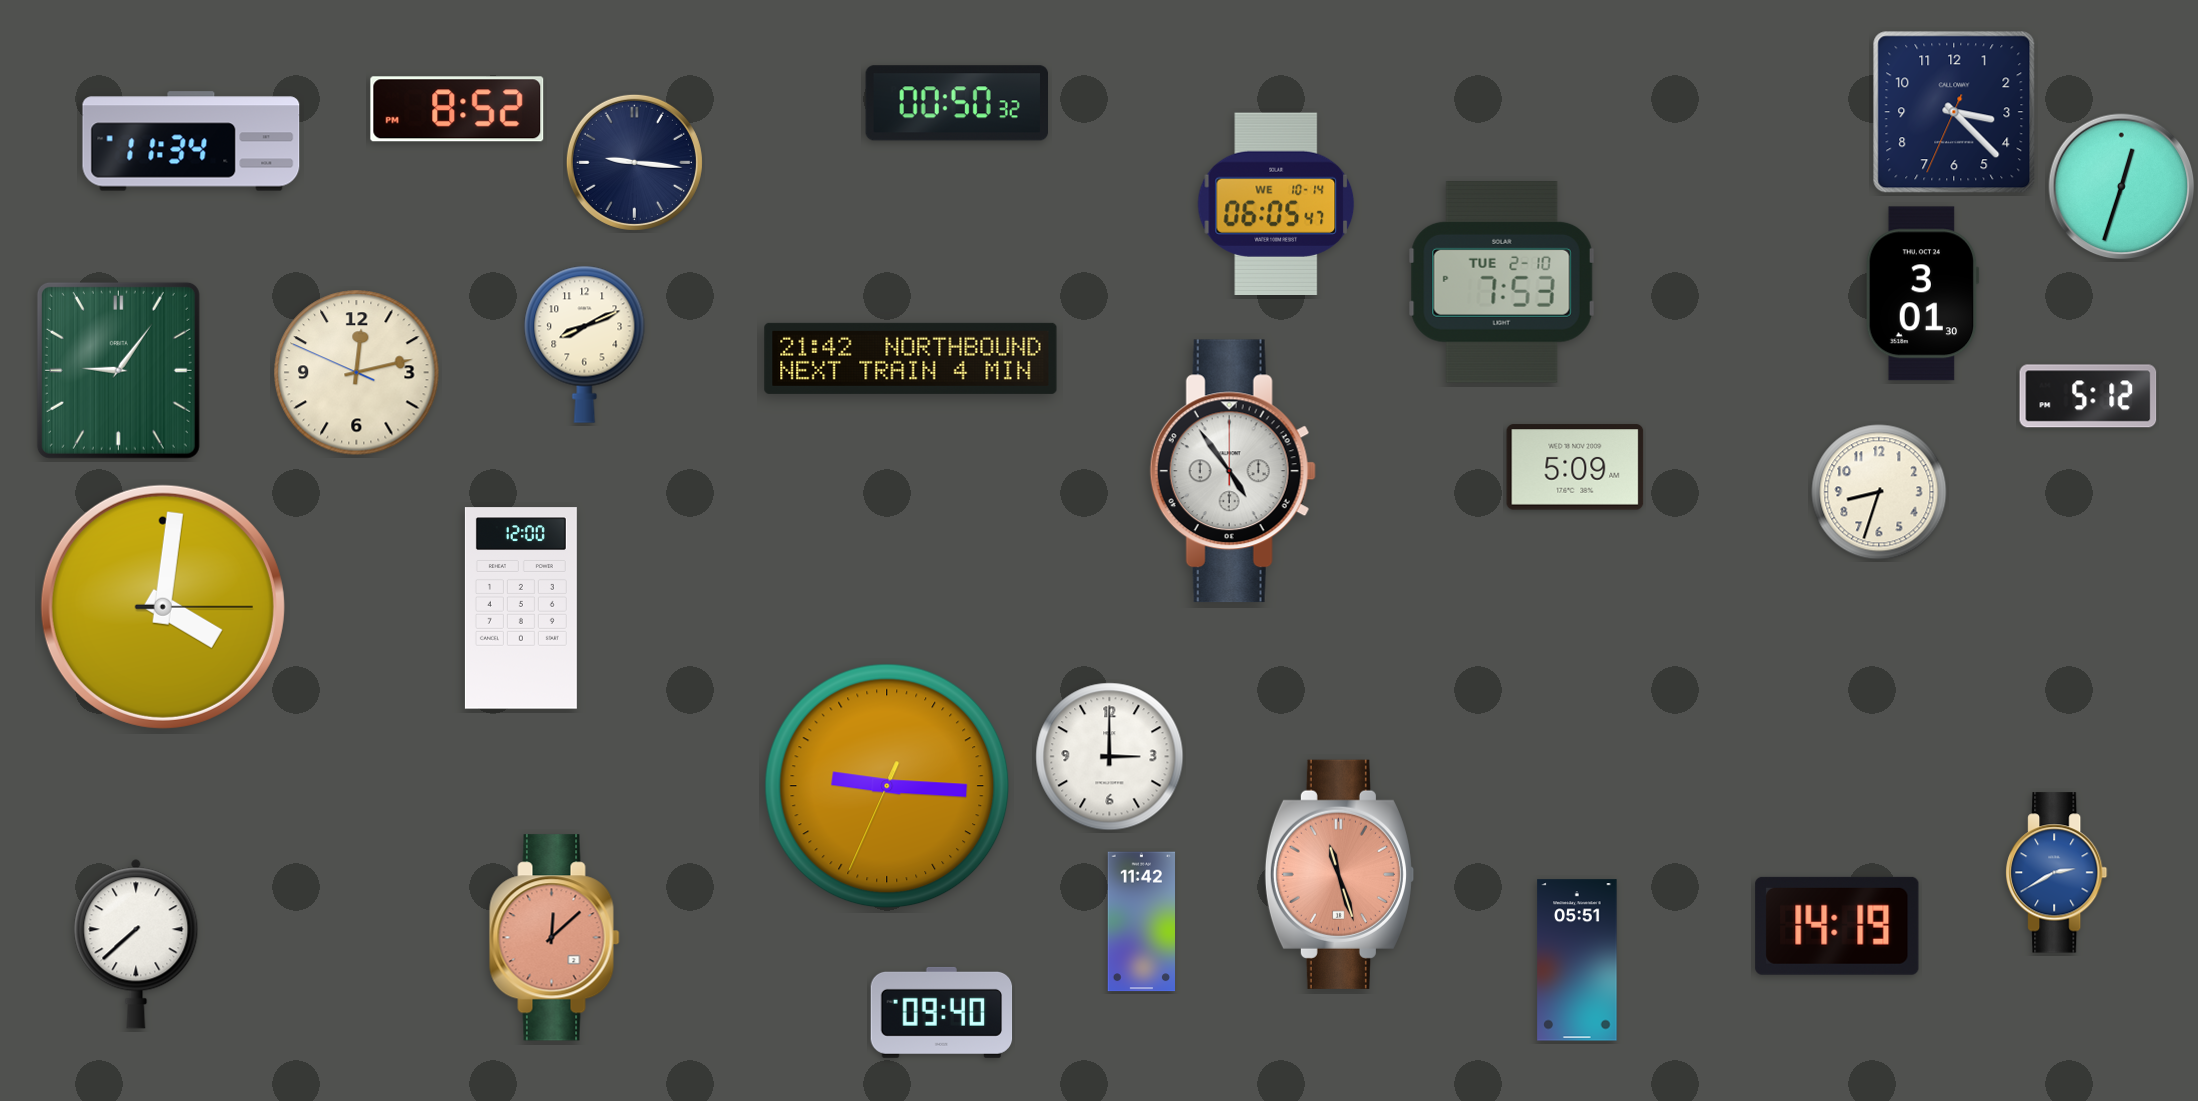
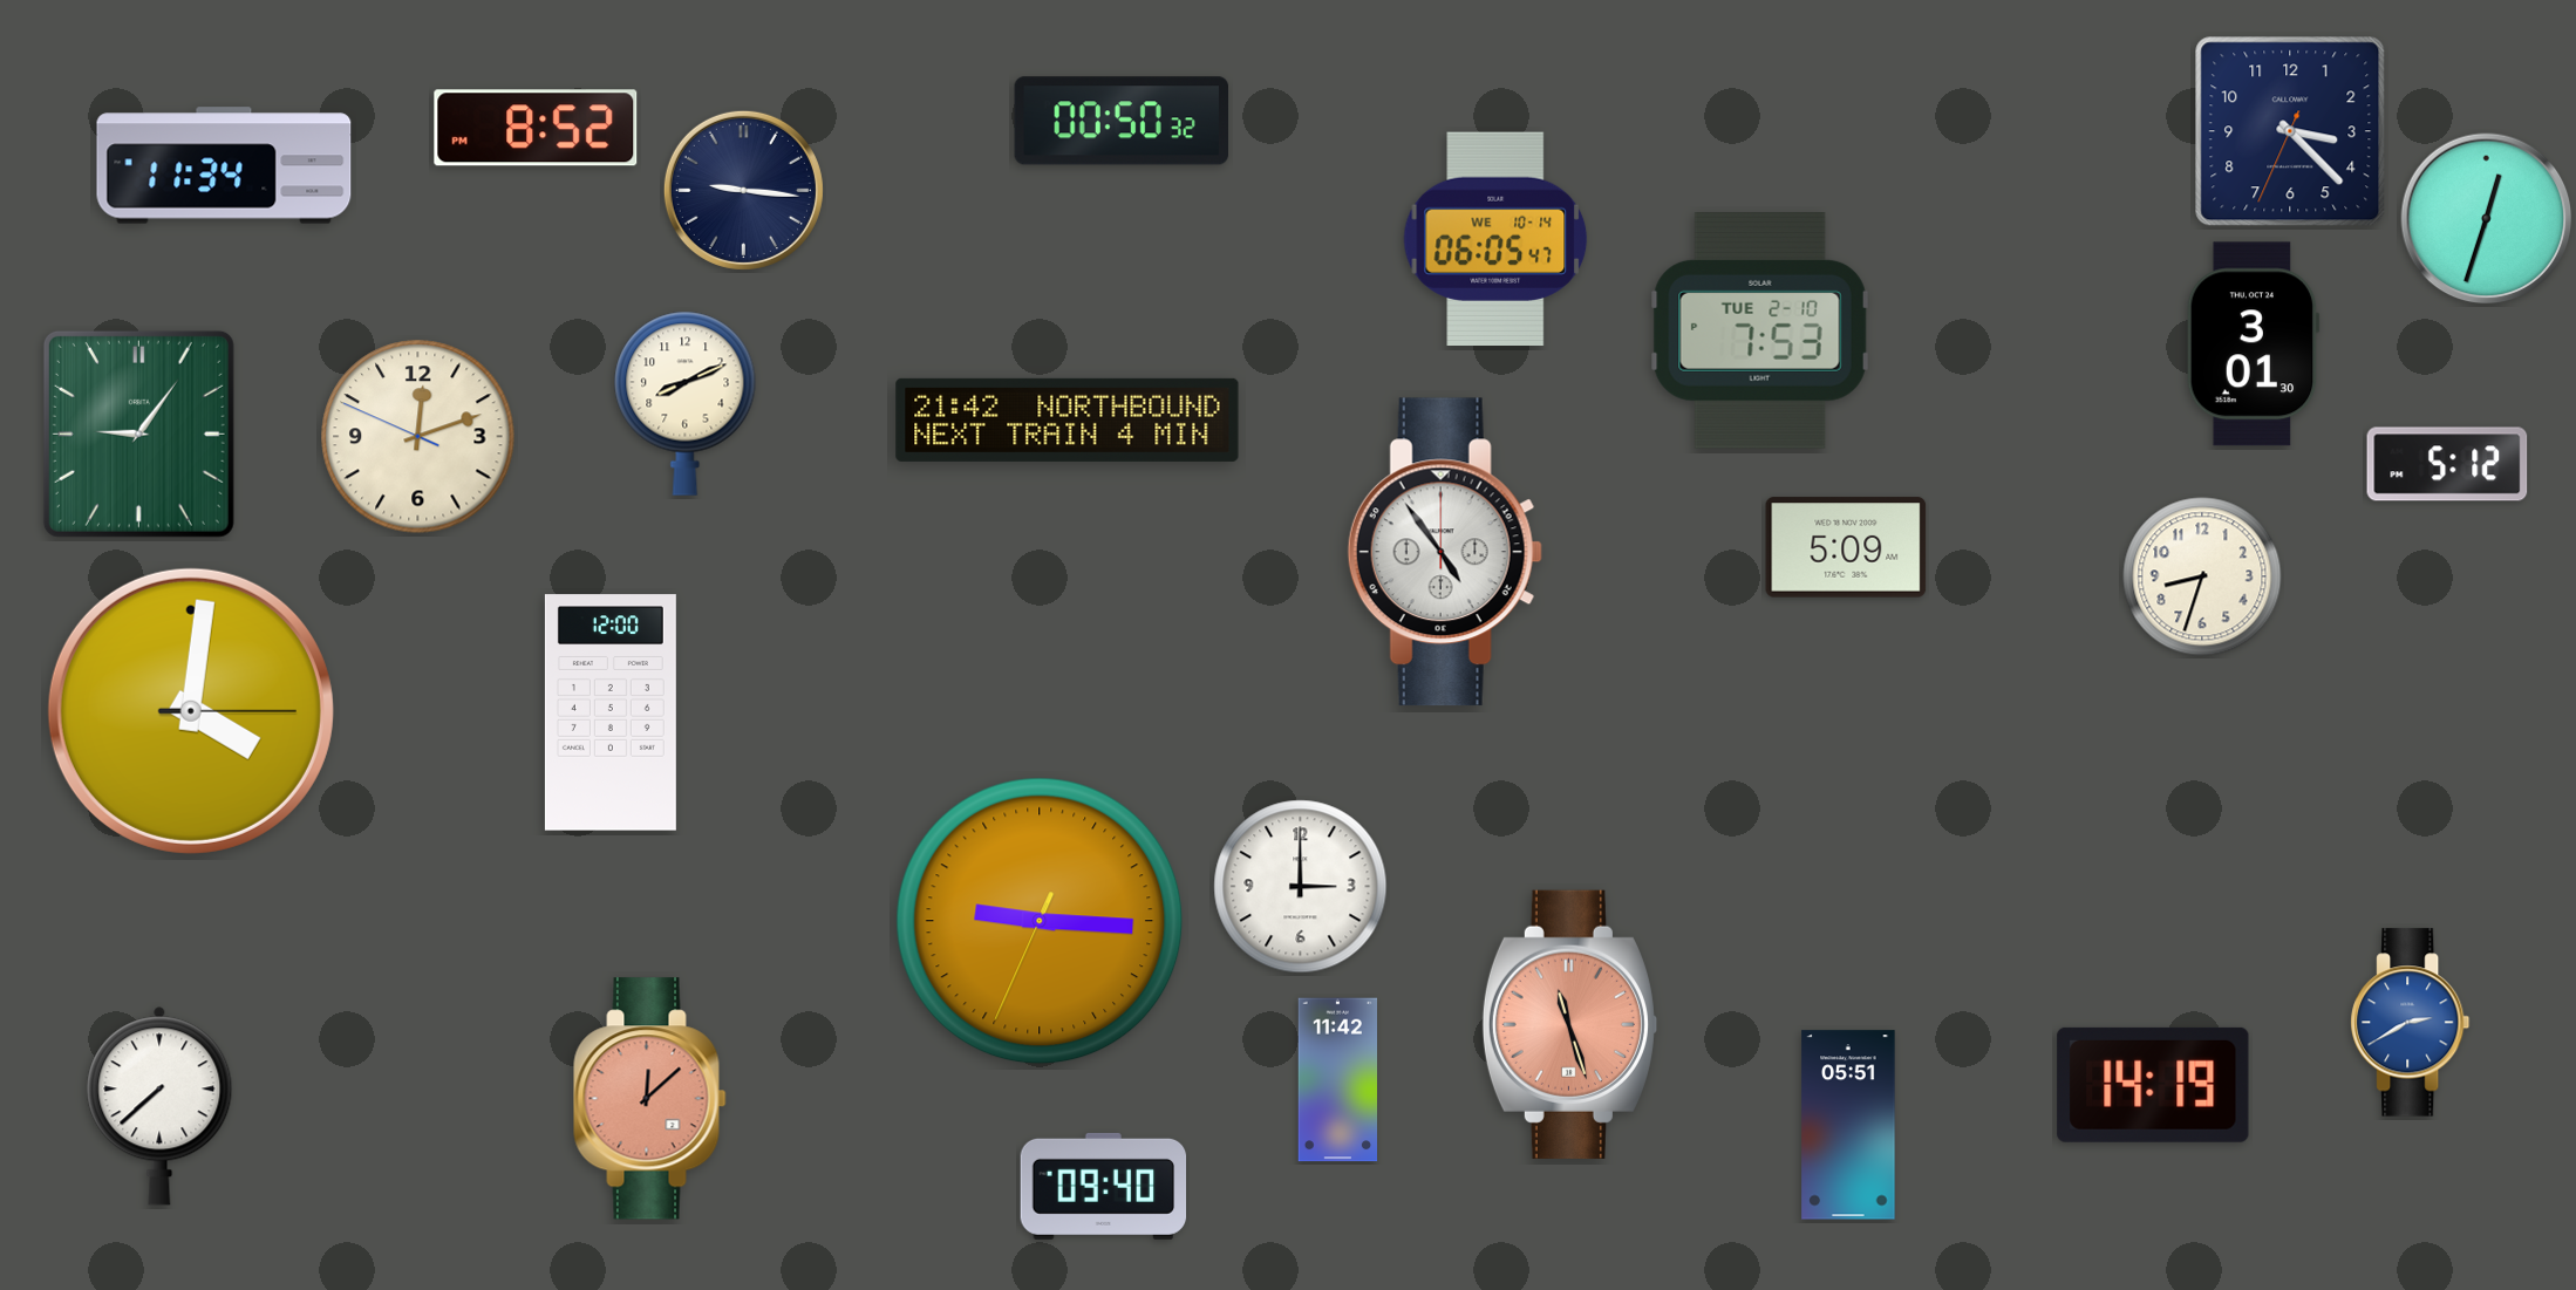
clock at (357, 373): 12:12 -> 12:11
